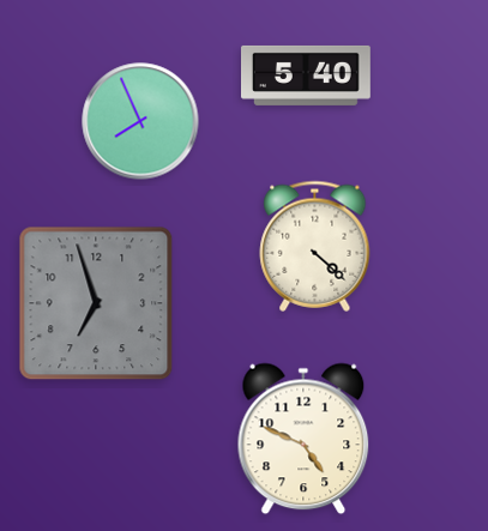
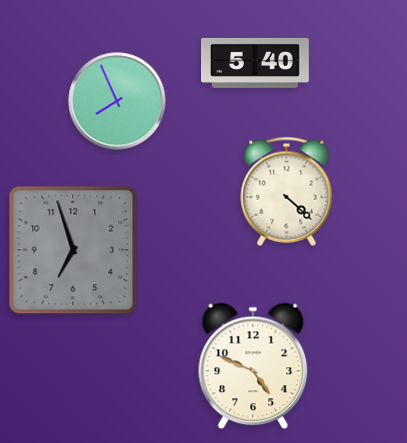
clock at (315, 246) position: (315, 246) -> (287, 191)
clock at (96, 303) position: (96, 303) -> (73, 250)
